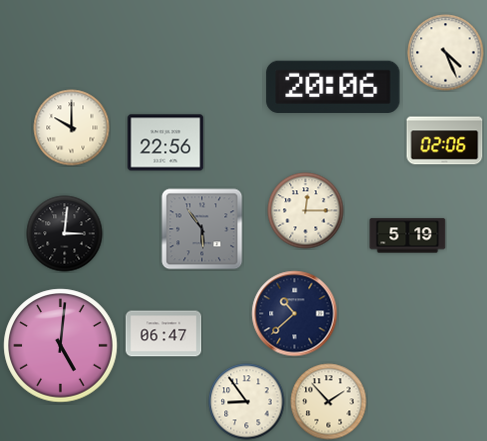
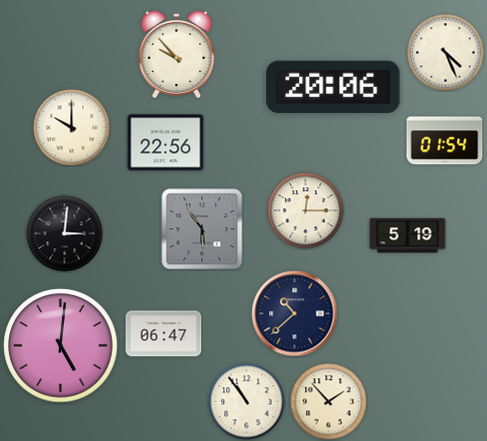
clock at (177, 54): none -> 9:53
clock at (445, 141): 02:06 -> 01:54
clock at (247, 402): 8:54 -> 10:54
